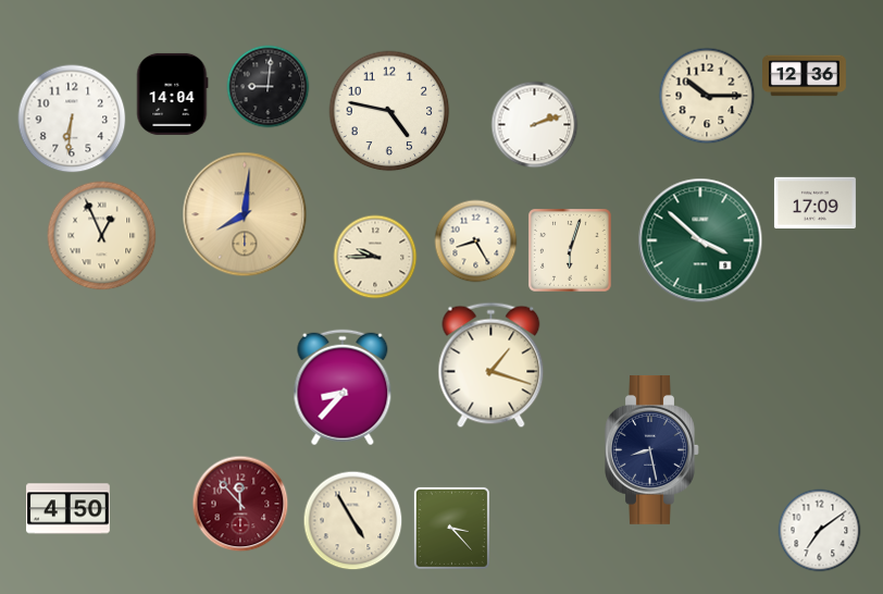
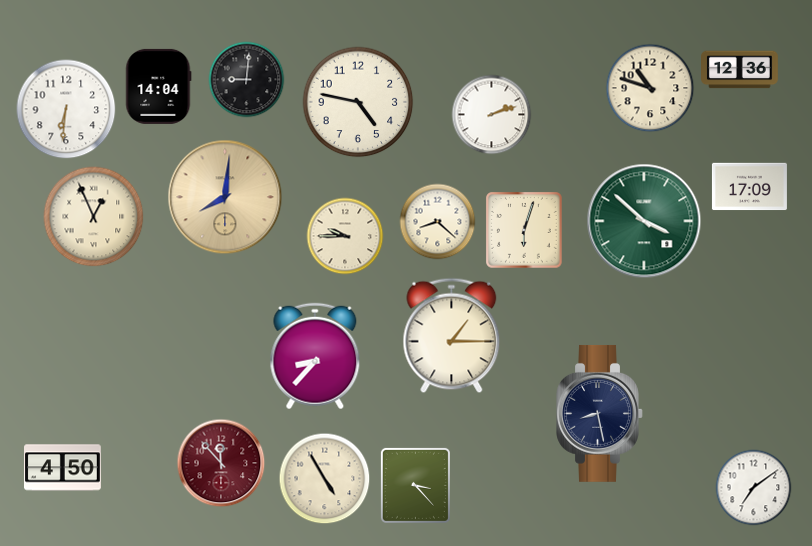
clock at (707, 96): 10:15 -> 10:48
clock at (476, 242): 8:25 -> 8:22
clock at (492, 366): 1:18 -> 1:15
